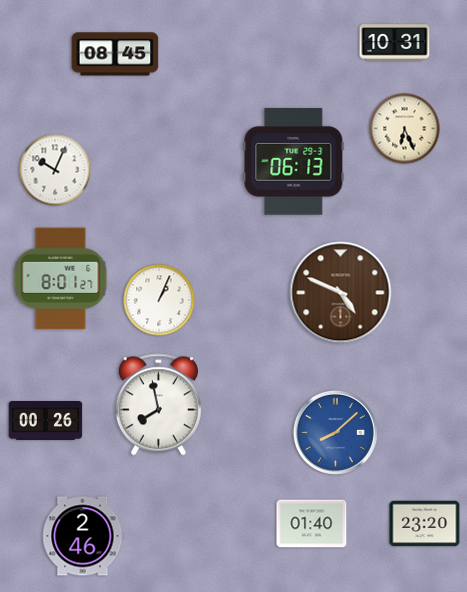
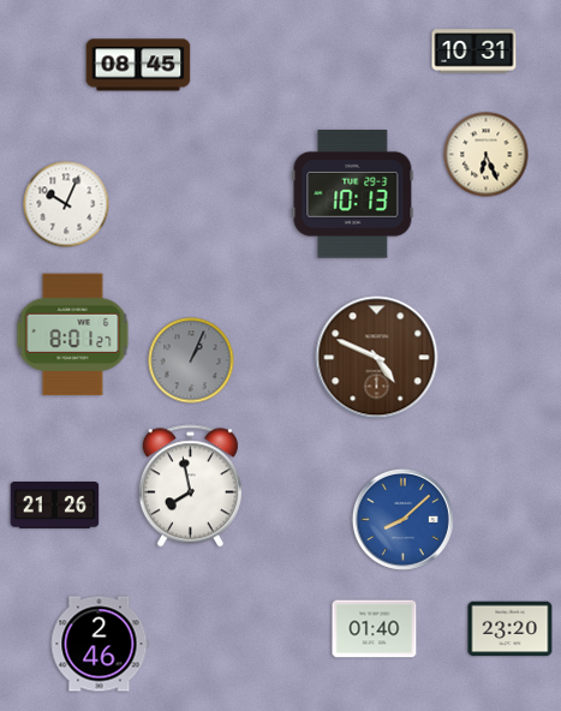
clock at (294, 162): 06:13 -> 10:13
clock at (341, 293) position: (341, 293) -> (377, 358)
clock at (159, 300) dial: white -> grey
clock at (46, 421): 00:26 -> 21:26
